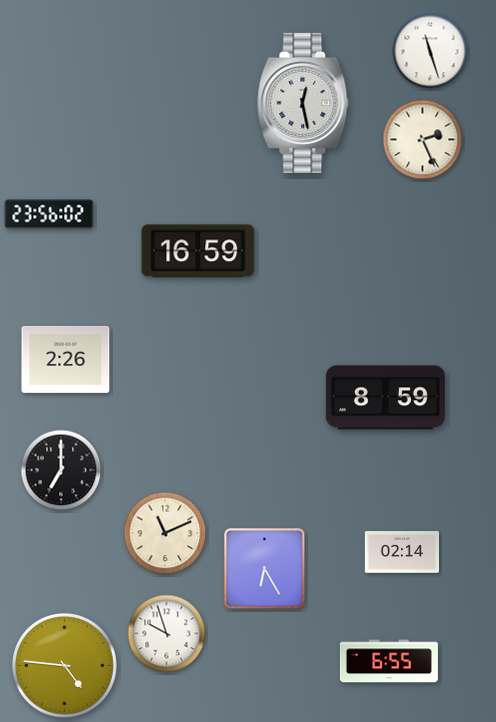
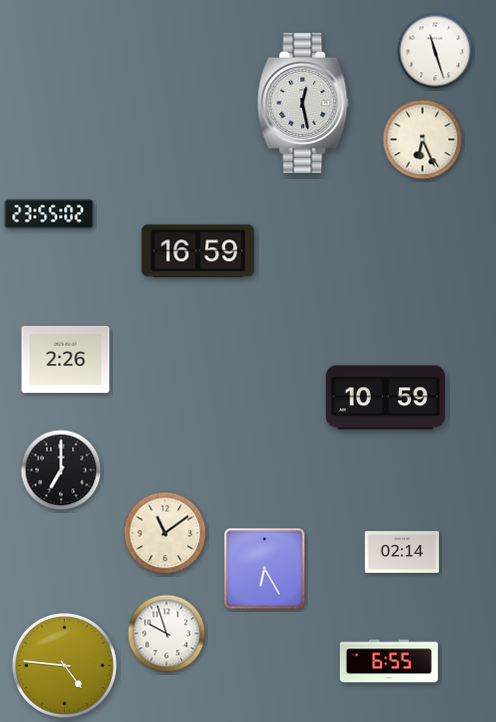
clock at (430, 51) position: (430, 51) -> (435, 51)
clock at (423, 140): 2:26 -> 6:26
clock at (49, 214): 23:56 -> 23:55
clock at (385, 398): 8:59 -> 10:59
clock at (165, 533): 11:11 -> 11:09
